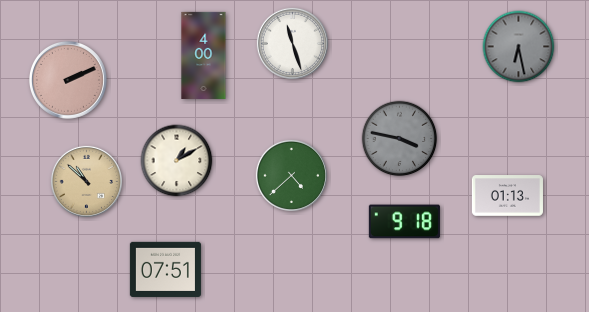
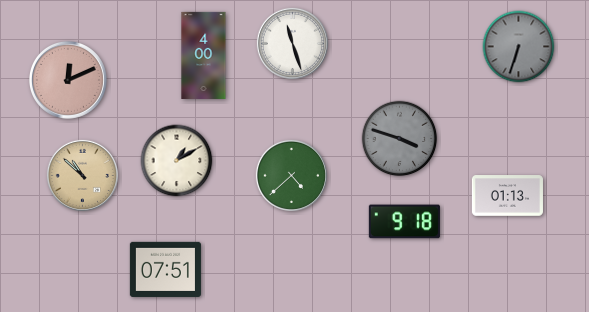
clock at (519, 47): 6:28 -> 6:33
clock at (68, 80): 2:11 -> 12:11
clock at (400, 139): 3:47 -> 3:48
clock at (86, 181) position: (86, 181) -> (82, 175)
